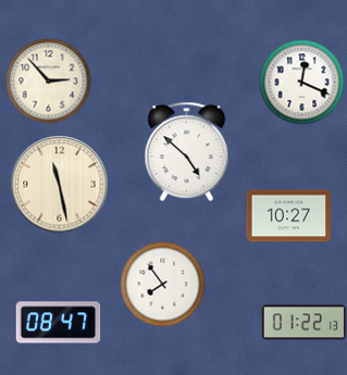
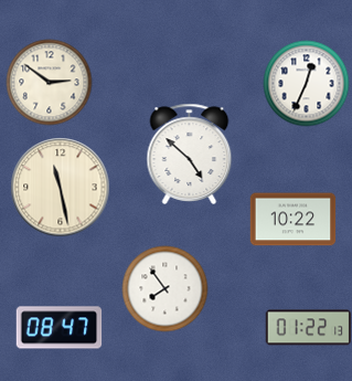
clock at (48, 80): 2:53 -> 2:51
clock at (301, 82): 12:19 -> 12:34
clock at (288, 216): 10:27 -> 10:22
